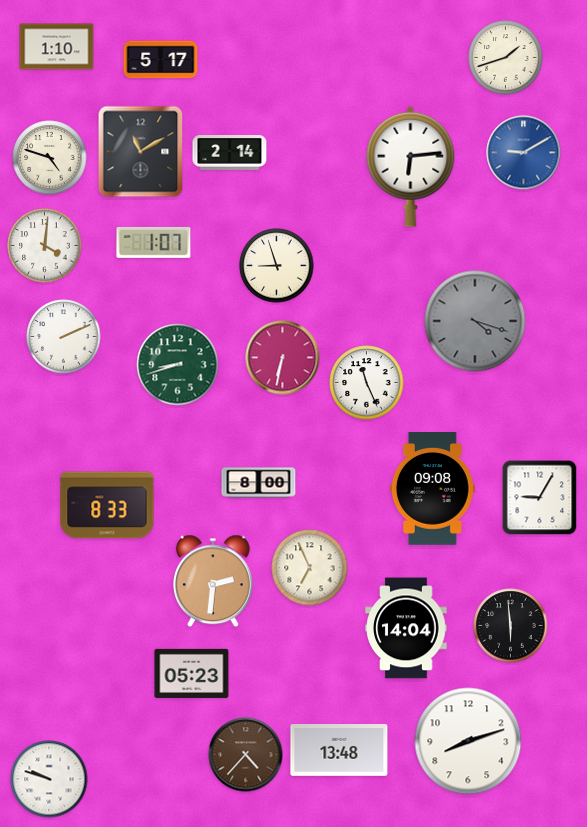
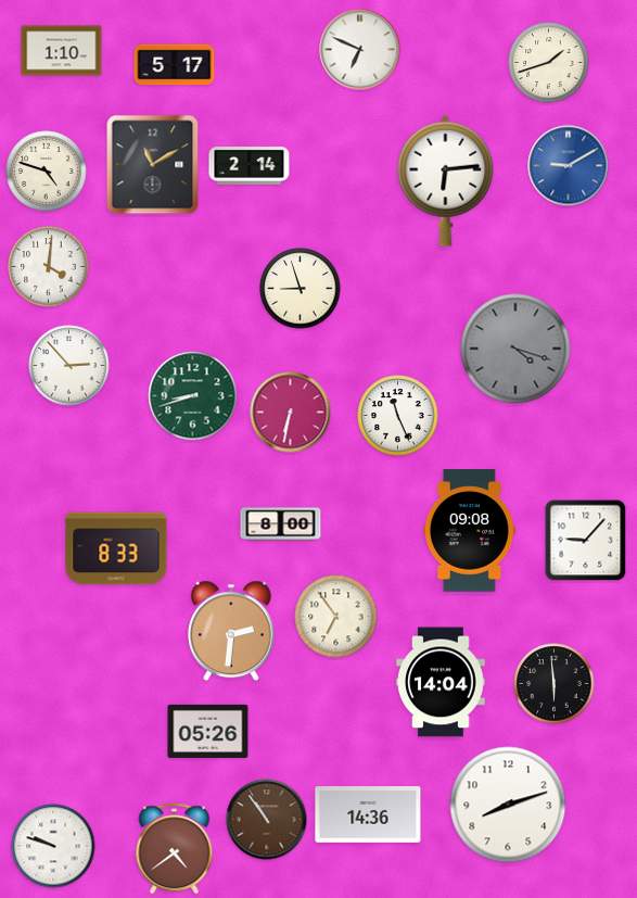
clock at (360, 50): none -> 6:49
clock at (50, 158) position: (50, 158) -> (47, 172)
clock at (154, 243): 1:07 -> none
clock at (64, 337): 2:11 -> 2:53
clock at (283, 358) position: (283, 358) -> (291, 413)
clock at (540, 498): 9:05 -> 9:07
clock at (310, 568): 6:56 -> 6:54
clock at (511, 626) position: (511, 626) -> (555, 684)
clock at (192, 673): 05:23 -> 05:26
clock at (339, 751): 13:48 -> 14:36
clock at (246, 755): 4:37 -> 10:54
clock at (175, 849): none -> 4:39
